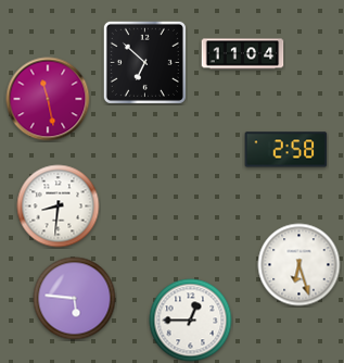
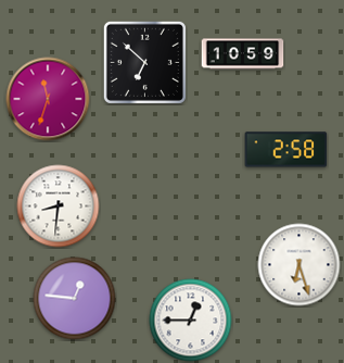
clock at (243, 54): 11:04 -> 10:59
clock at (48, 99): 11:28 -> 11:33
clock at (75, 299): 5:46 -> 12:46
